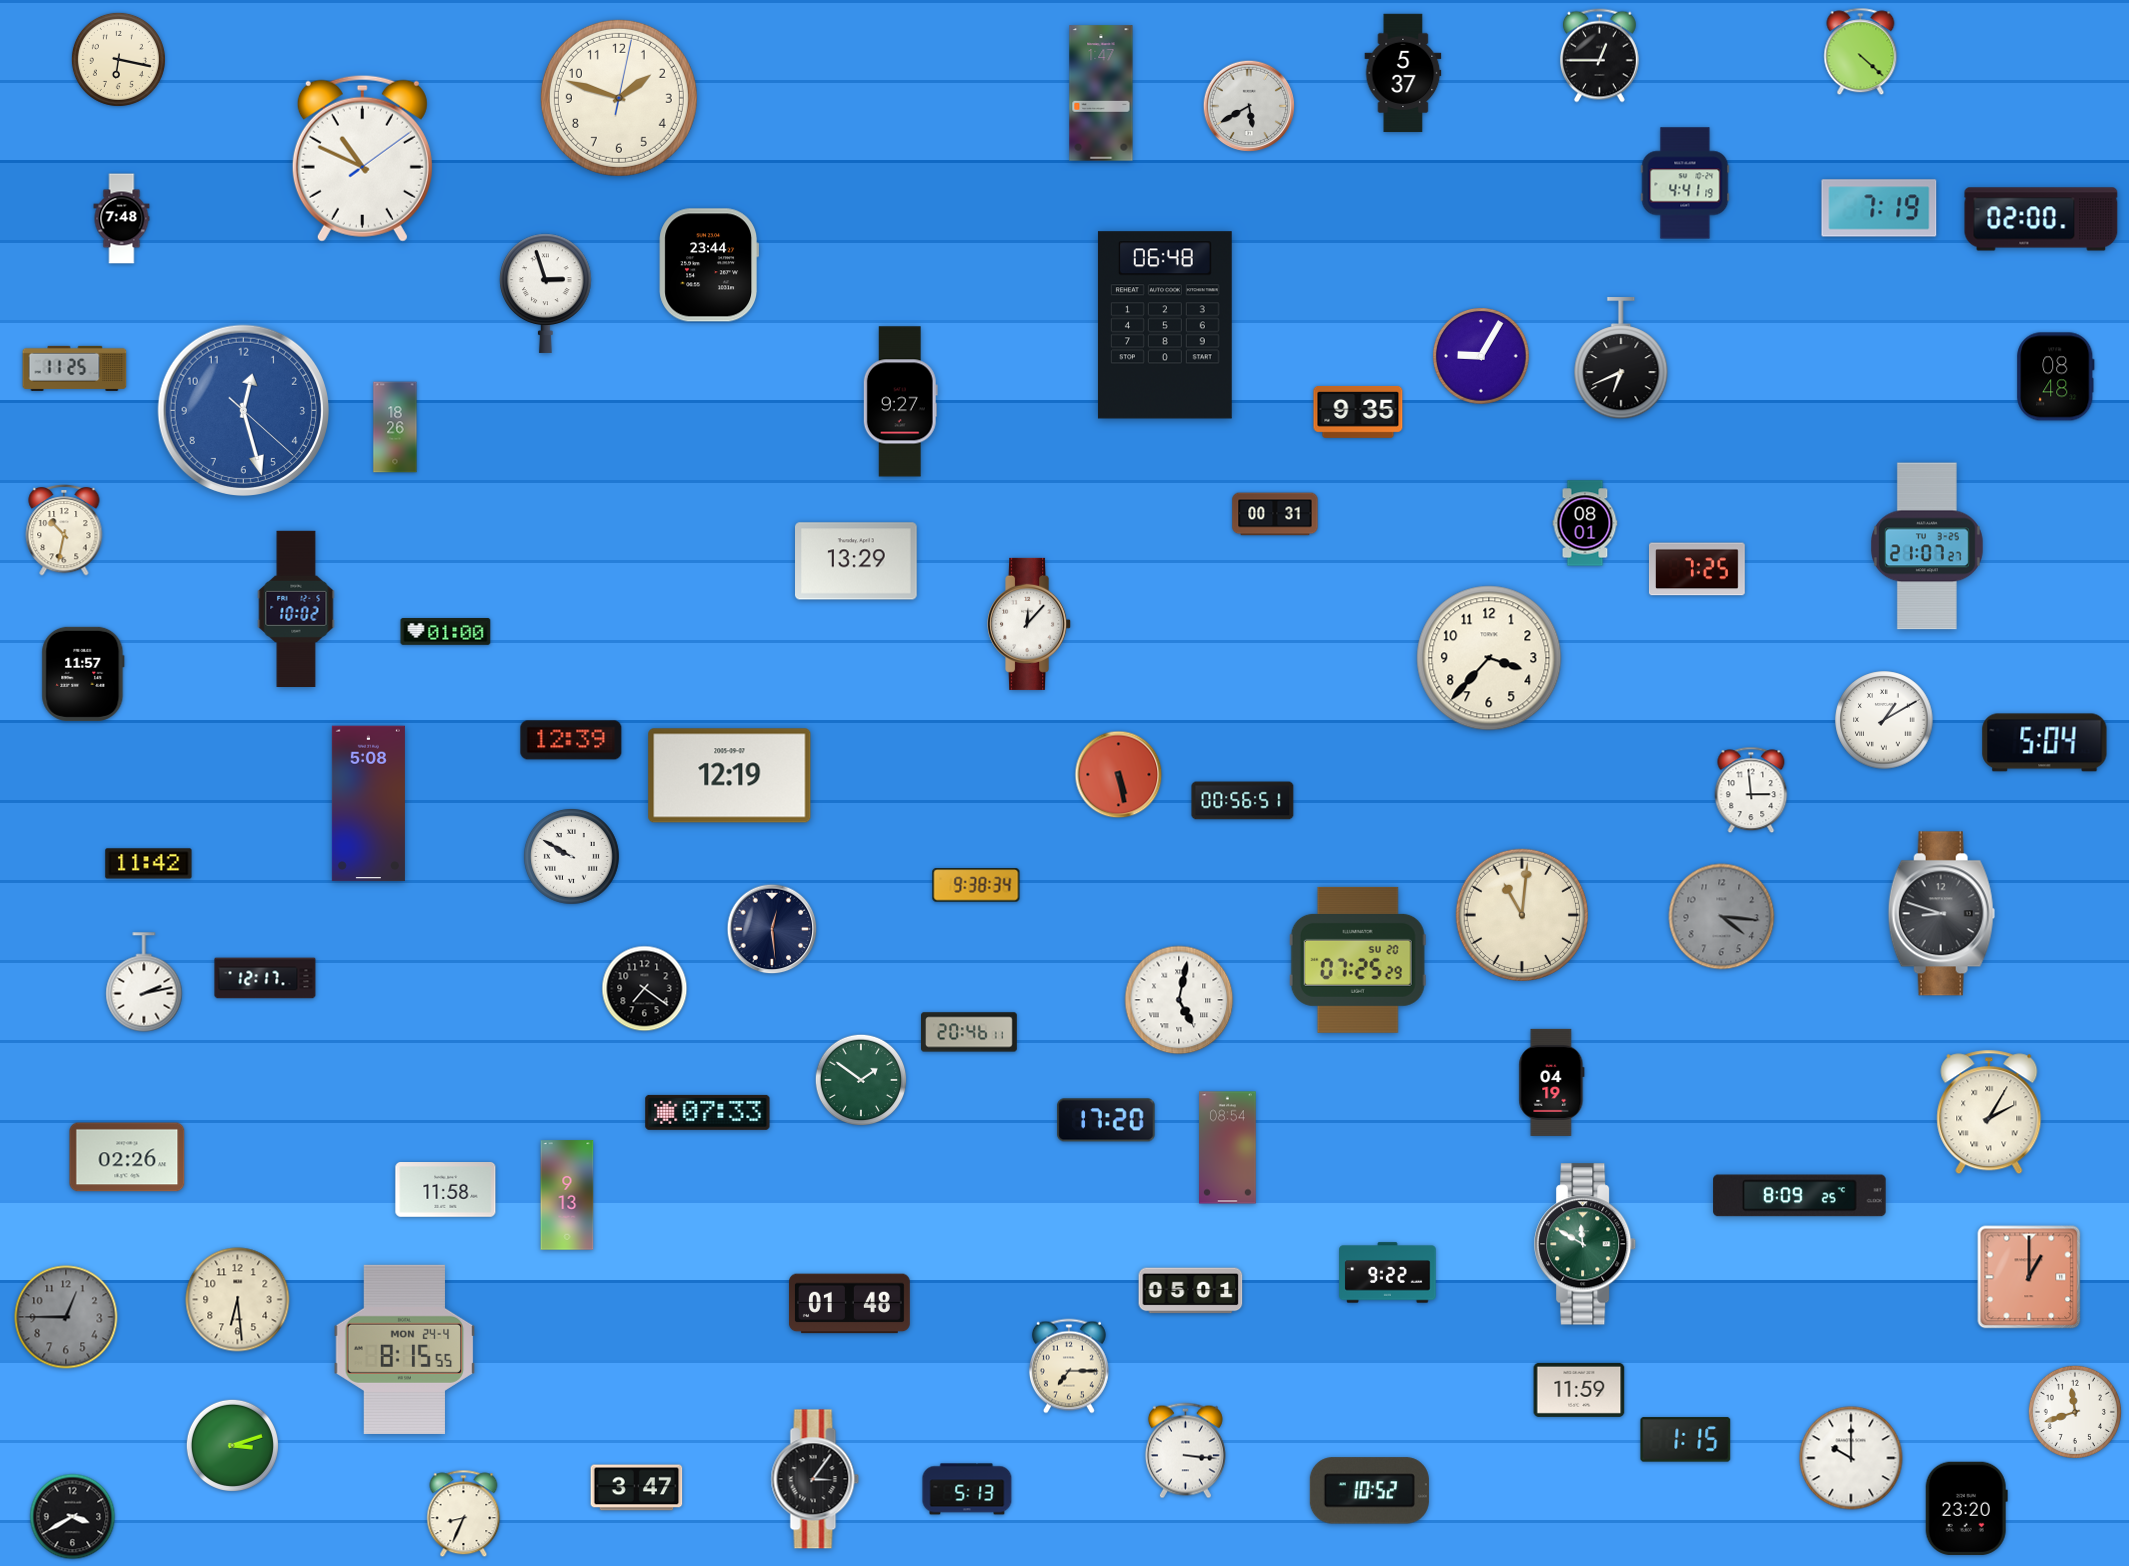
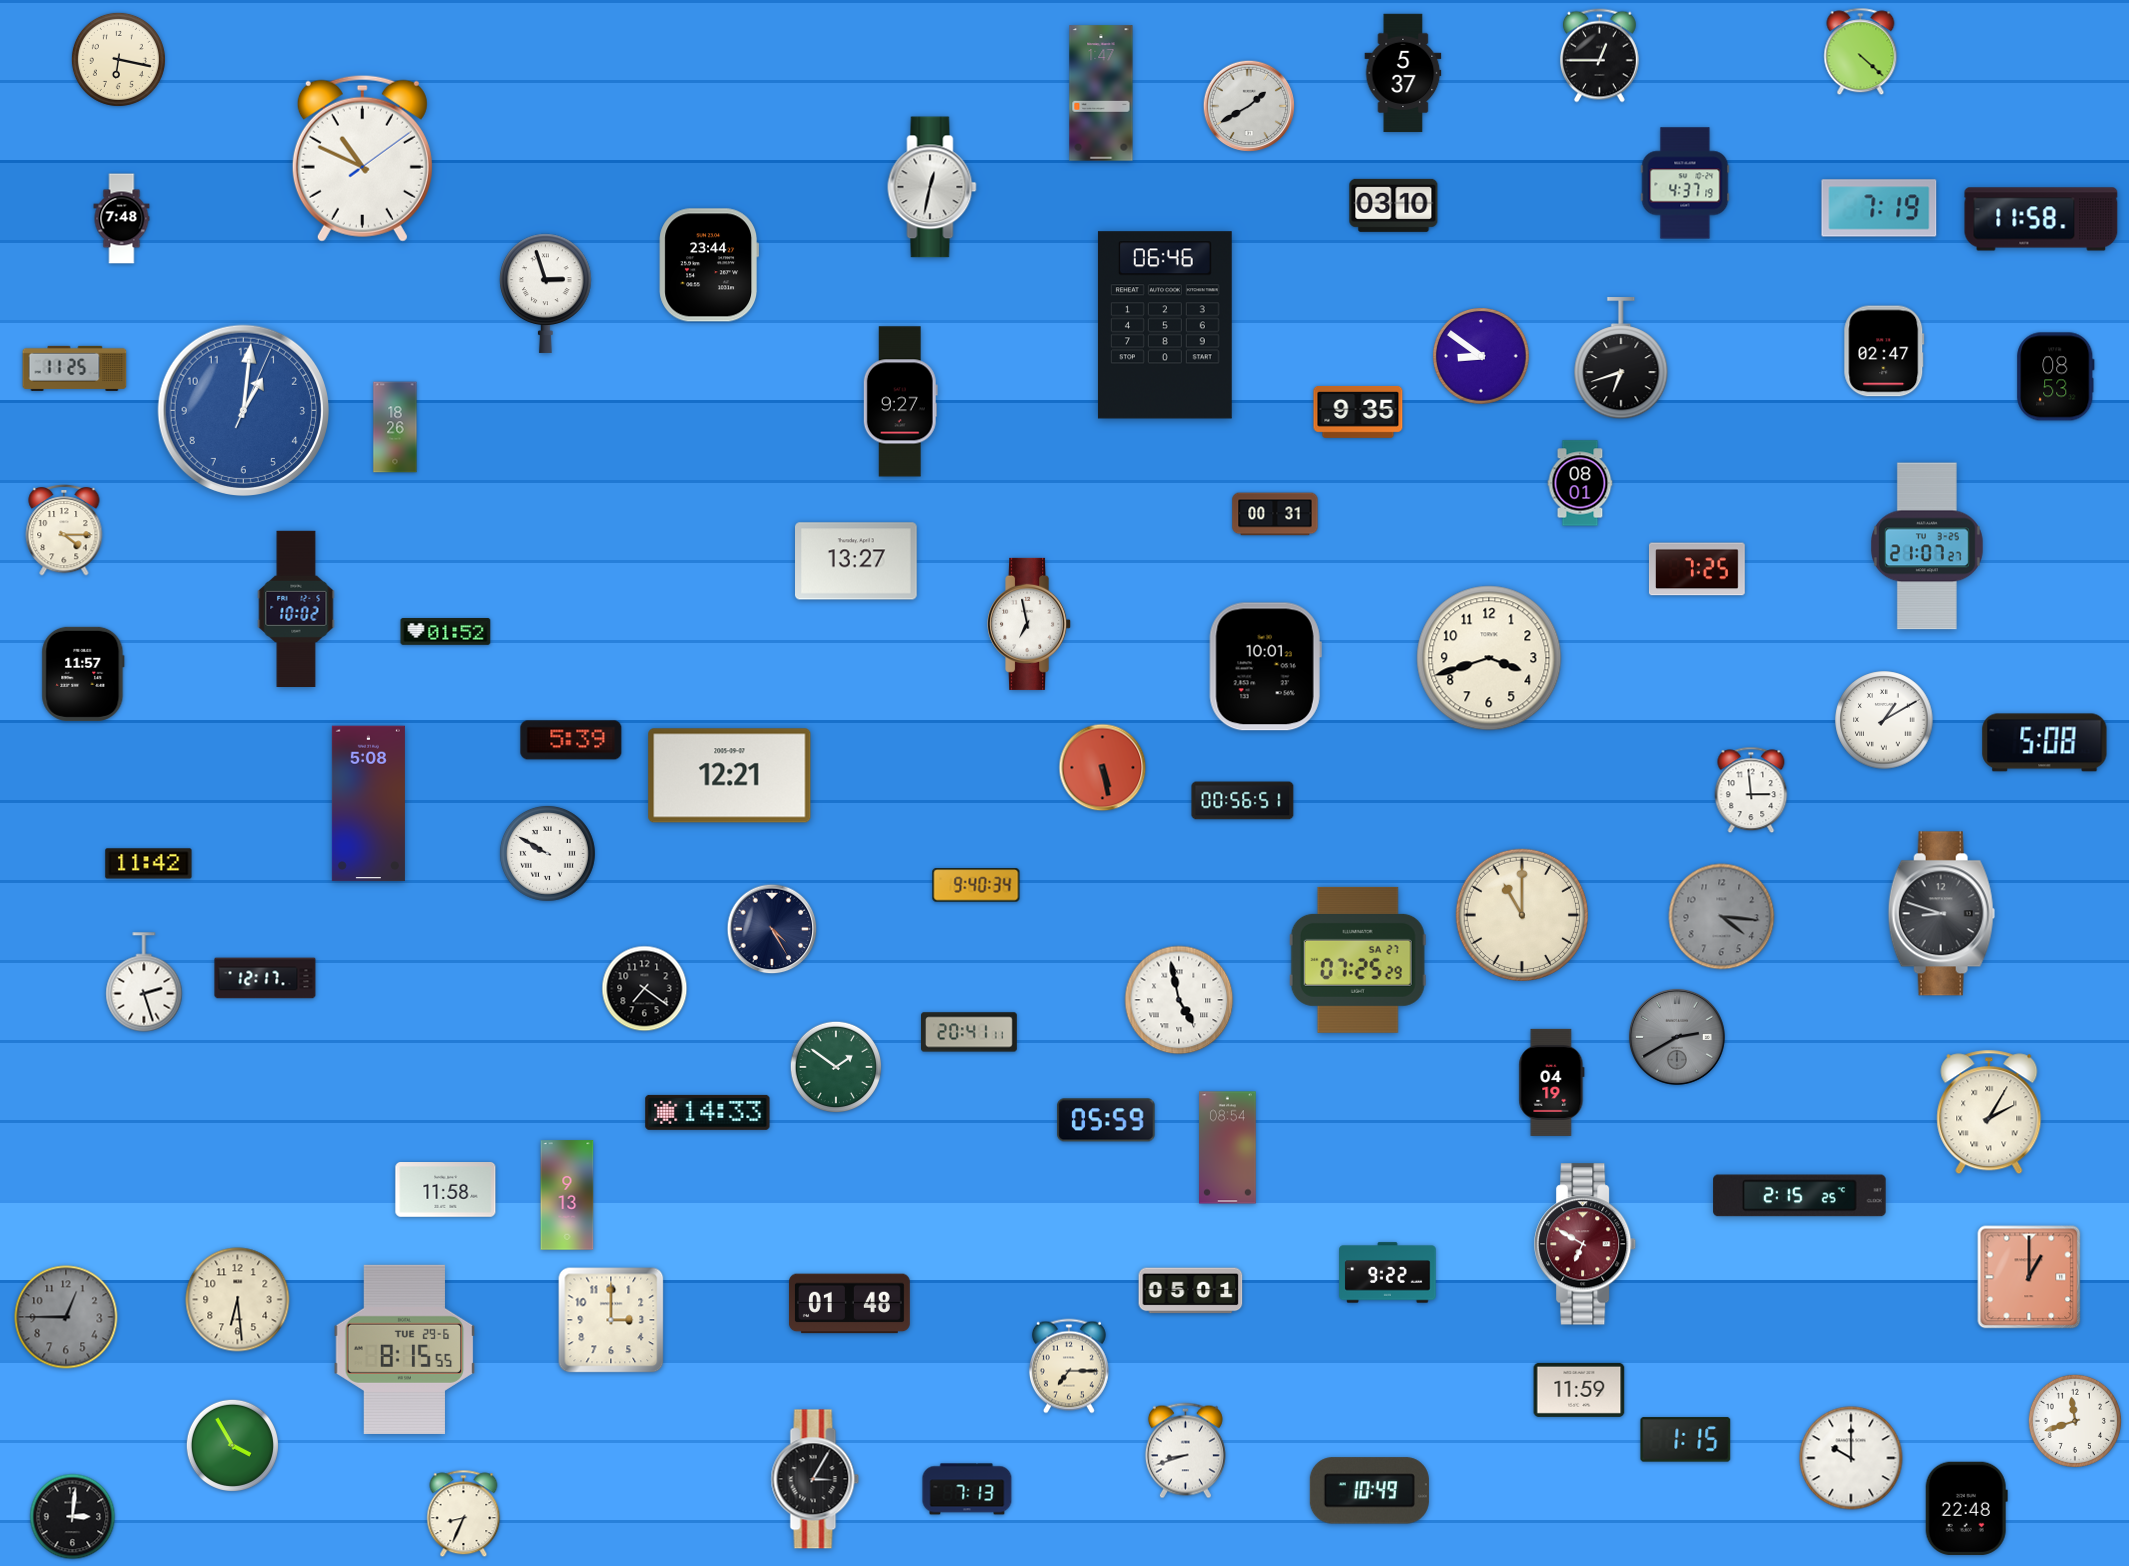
clock at (619, 98): 1:48 -> none
clock at (1249, 106): 5:40 -> 1:40
clock at (1685, 183): 4:41 -> 4:37
clock at (932, 187): none -> 12:32
clock at (1394, 205): none -> 03:10
clock at (2041, 219): 02:00 -> 11:58
clock at (1165, 325): 06:48 -> 06:46
clock at (1884, 351): none -> 02:47
clock at (1482, 357): 9:05 -> 8:51
clock at (1621, 359): 6:41 -> 6:42
clock at (2056, 377): 08:48 -> 08:53
clock at (243, 410): 12:27 -> 1:01
clock at (1585, 523) position: (1585, 523) -> (1580, 483)
clock at (64, 530): 10:32 -> 4:15
clock at (857, 561): 13:29 -> 13:27
clock at (1030, 624): 12:07 -> 6:58
clock at (446, 632): 01:00 -> 01:52
clock at (1489, 658): 3:37 -> 3:42
clock at (1265, 667): none -> 10:01
clock at (571, 740): 12:39 -> 5:39
clock at (2045, 743): 5:04 -> 5:08
clock at (1119, 775) position: (1119, 775) -> (1103, 768)
clock at (730, 776): 12:19 -> 12:21
clock at (571, 856) position: (571, 856) -> (547, 853)
clock at (976, 885): 9:38 -> 9:40
clock at (1521, 914): 11:01 -> 11:00
clock at (772, 929): 12:29 -> 4:25
clock at (1358, 960) date: SU 20 -> SA 27
clock at (144, 982): 2:13 -> 2:27
clock at (1179, 1000): 5:02 -> 4:58
clock at (970, 1032): 20:46 -> 20:41
clock at (1677, 1037): none -> 2:40
clock at (861, 1080) position: (861, 1080) -> (836, 1067)
clock at (708, 1112): 07:33 -> 14:33
clock at (1106, 1120): 17:20 -> 05:59
clock at (127, 1157): 02:26 -> none
clock at (1800, 1196): 8:09 -> 2:15
clock at (1586, 1244): 11:50 -> 6:50
clock at (1586, 1244) dial: green -> burgundy
clock at (611, 1320): none -> 3:00
clock at (405, 1349) date: MON 24-4 -> TUE 29-6
clock at (2075, 1412) position: (2075, 1412) -> (2075, 1421)
clock at (232, 1445): 3:12 -> 3:55
clock at (1185, 1451): 3:16 -> 8:42
clock at (815, 1479): 3:06 -> 3:05
clock at (637, 1488): 3:47 -> none
clock at (967, 1489): 5:13 -> 7:13
clock at (1369, 1491): 10:52 -> 10:49
clock at (1966, 1508): 23:20 -> 22:48
clock at (73, 1517): 3:40 -> 3:01
